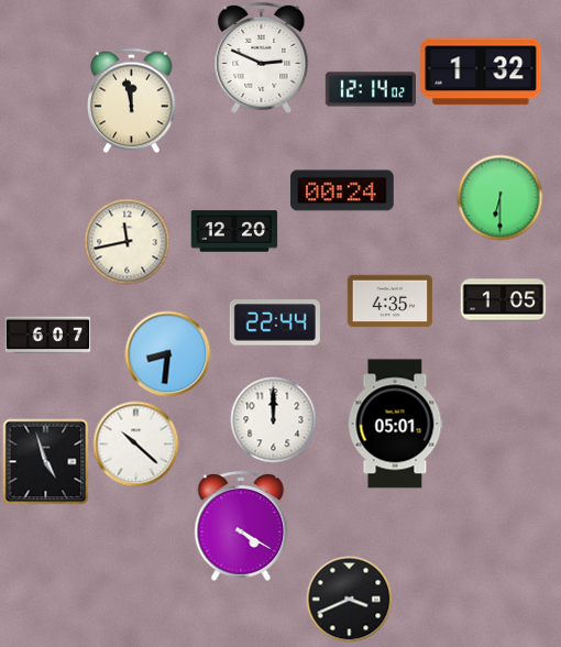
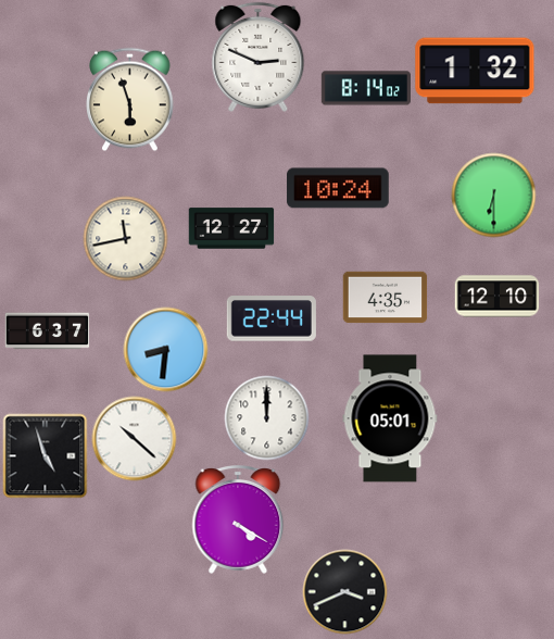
clock at (371, 89): 12:14 -> 8:14
clock at (132, 100): 11:58 -> 5:57
clock at (342, 190): 00:24 -> 10:24
clock at (234, 231): 12:20 -> 12:27
clock at (503, 300): 1:05 -> 12:10
clock at (47, 336): 6:07 -> 6:37
clock at (273, 419) position: (273, 419) -> (266, 417)
